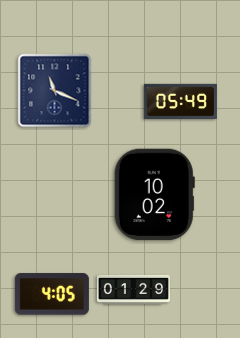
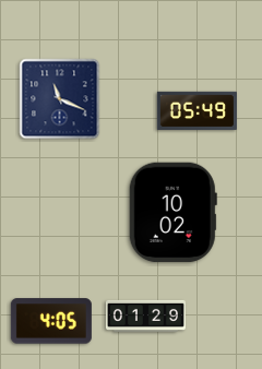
clock at (154, 195) position: (154, 195) -> (172, 213)
clock at (52, 294) position: (52, 294) -> (51, 321)
